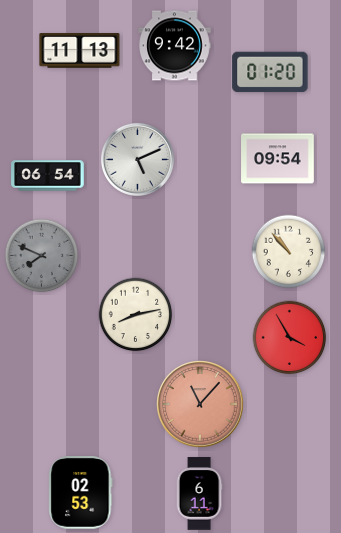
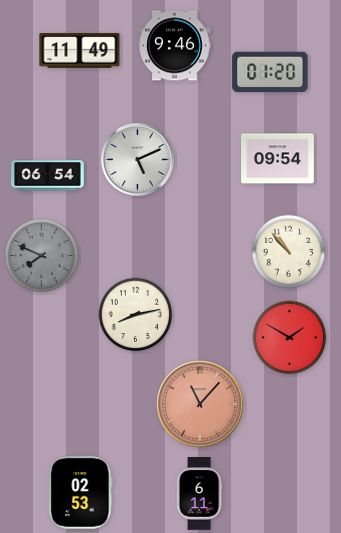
clock at (175, 46): 9:42 -> 9:46
clock at (80, 51): 11:13 -> 11:49
clock at (290, 338): 3:55 -> 1:50
